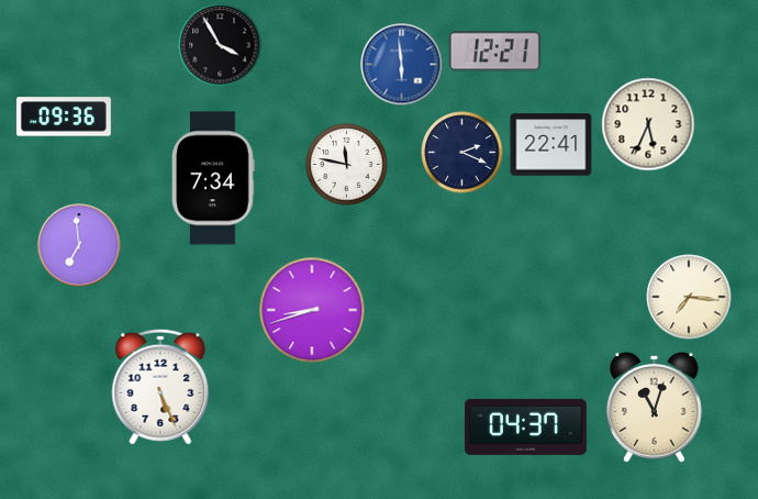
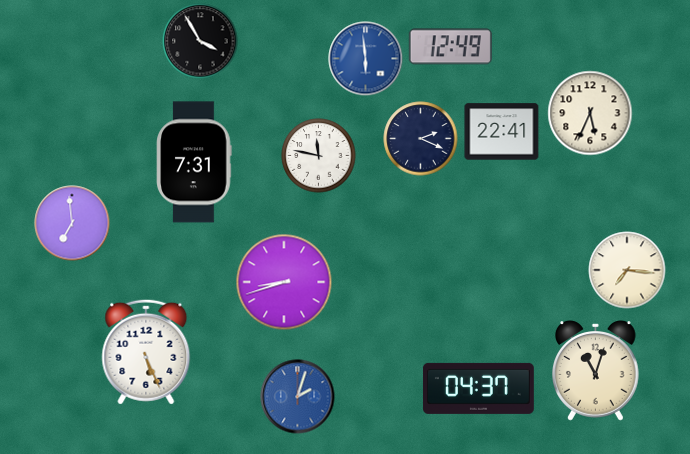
clock at (494, 52): 12:21 -> 12:49
clock at (64, 117): 09:36 -> none
clock at (347, 165) position: (347, 165) -> (319, 156)
clock at (213, 178): 7:34 -> 7:31
clock at (298, 397): none -> 2:03
